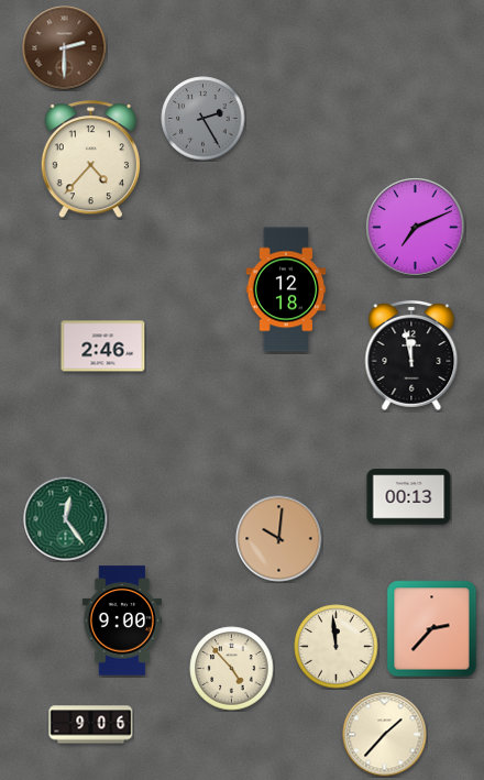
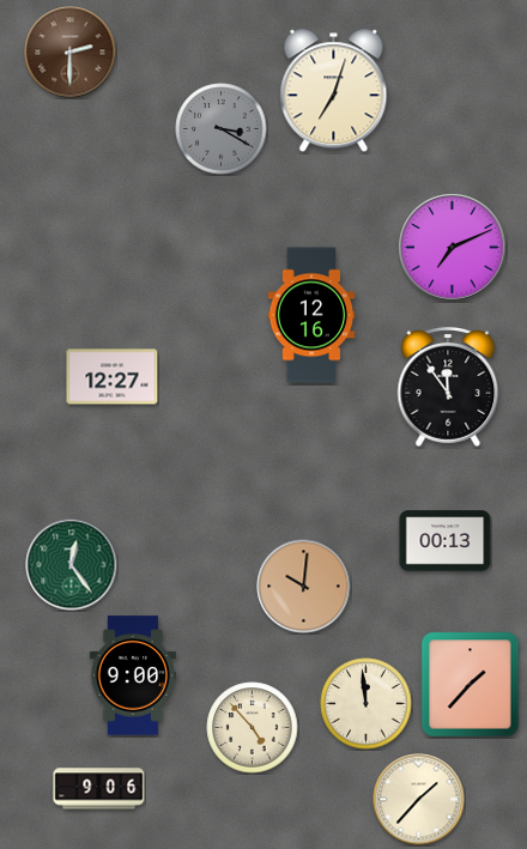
clock at (334, 91): none -> 7:03
clock at (204, 119): 2:25 -> 3:20
clock at (90, 160): 4:37 -> none
clock at (286, 289): 12:18 -> 12:16
clock at (103, 347): 2:46 -> 12:27
clock at (411, 355): 11:58 -> 11:54
clock at (432, 629): 2:37 -> 1:37
